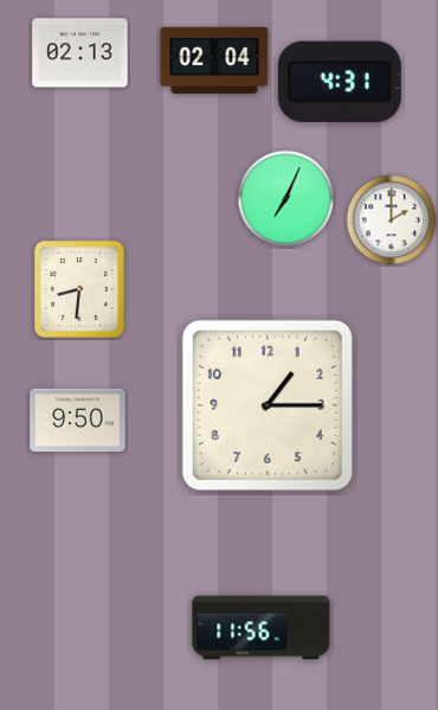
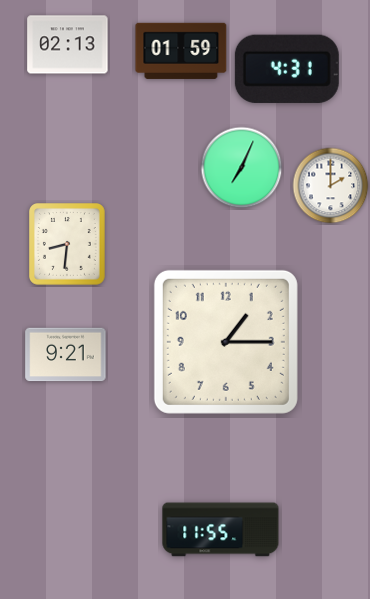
clock at (214, 60): 02:04 -> 01:59
clock at (78, 421): 9:50 -> 9:21
clock at (262, 628): 11:56 -> 11:55
